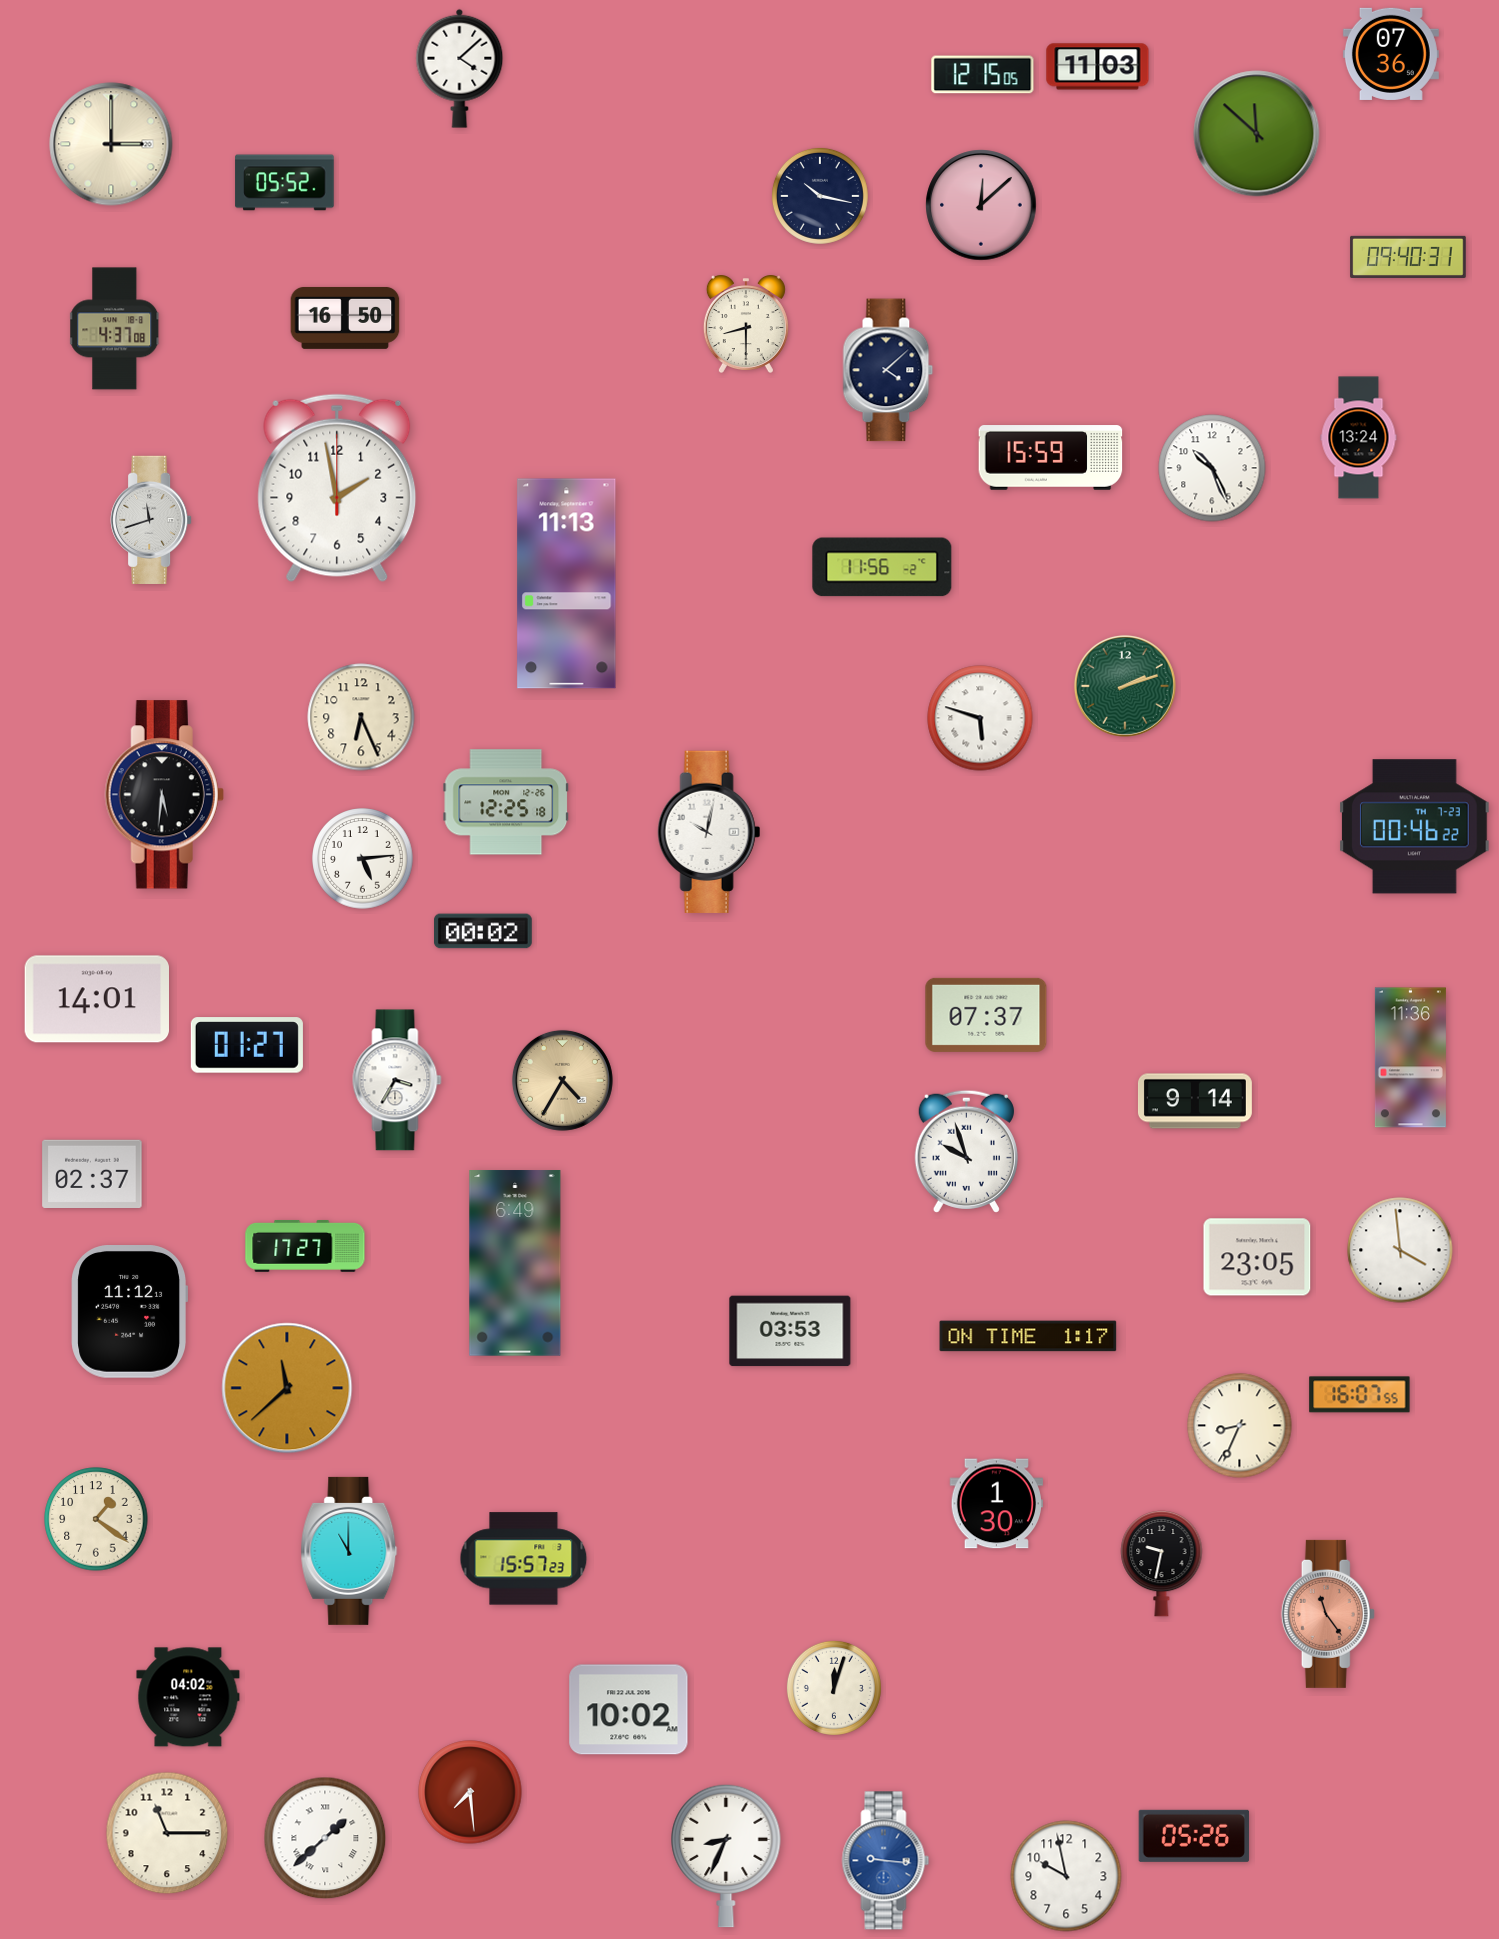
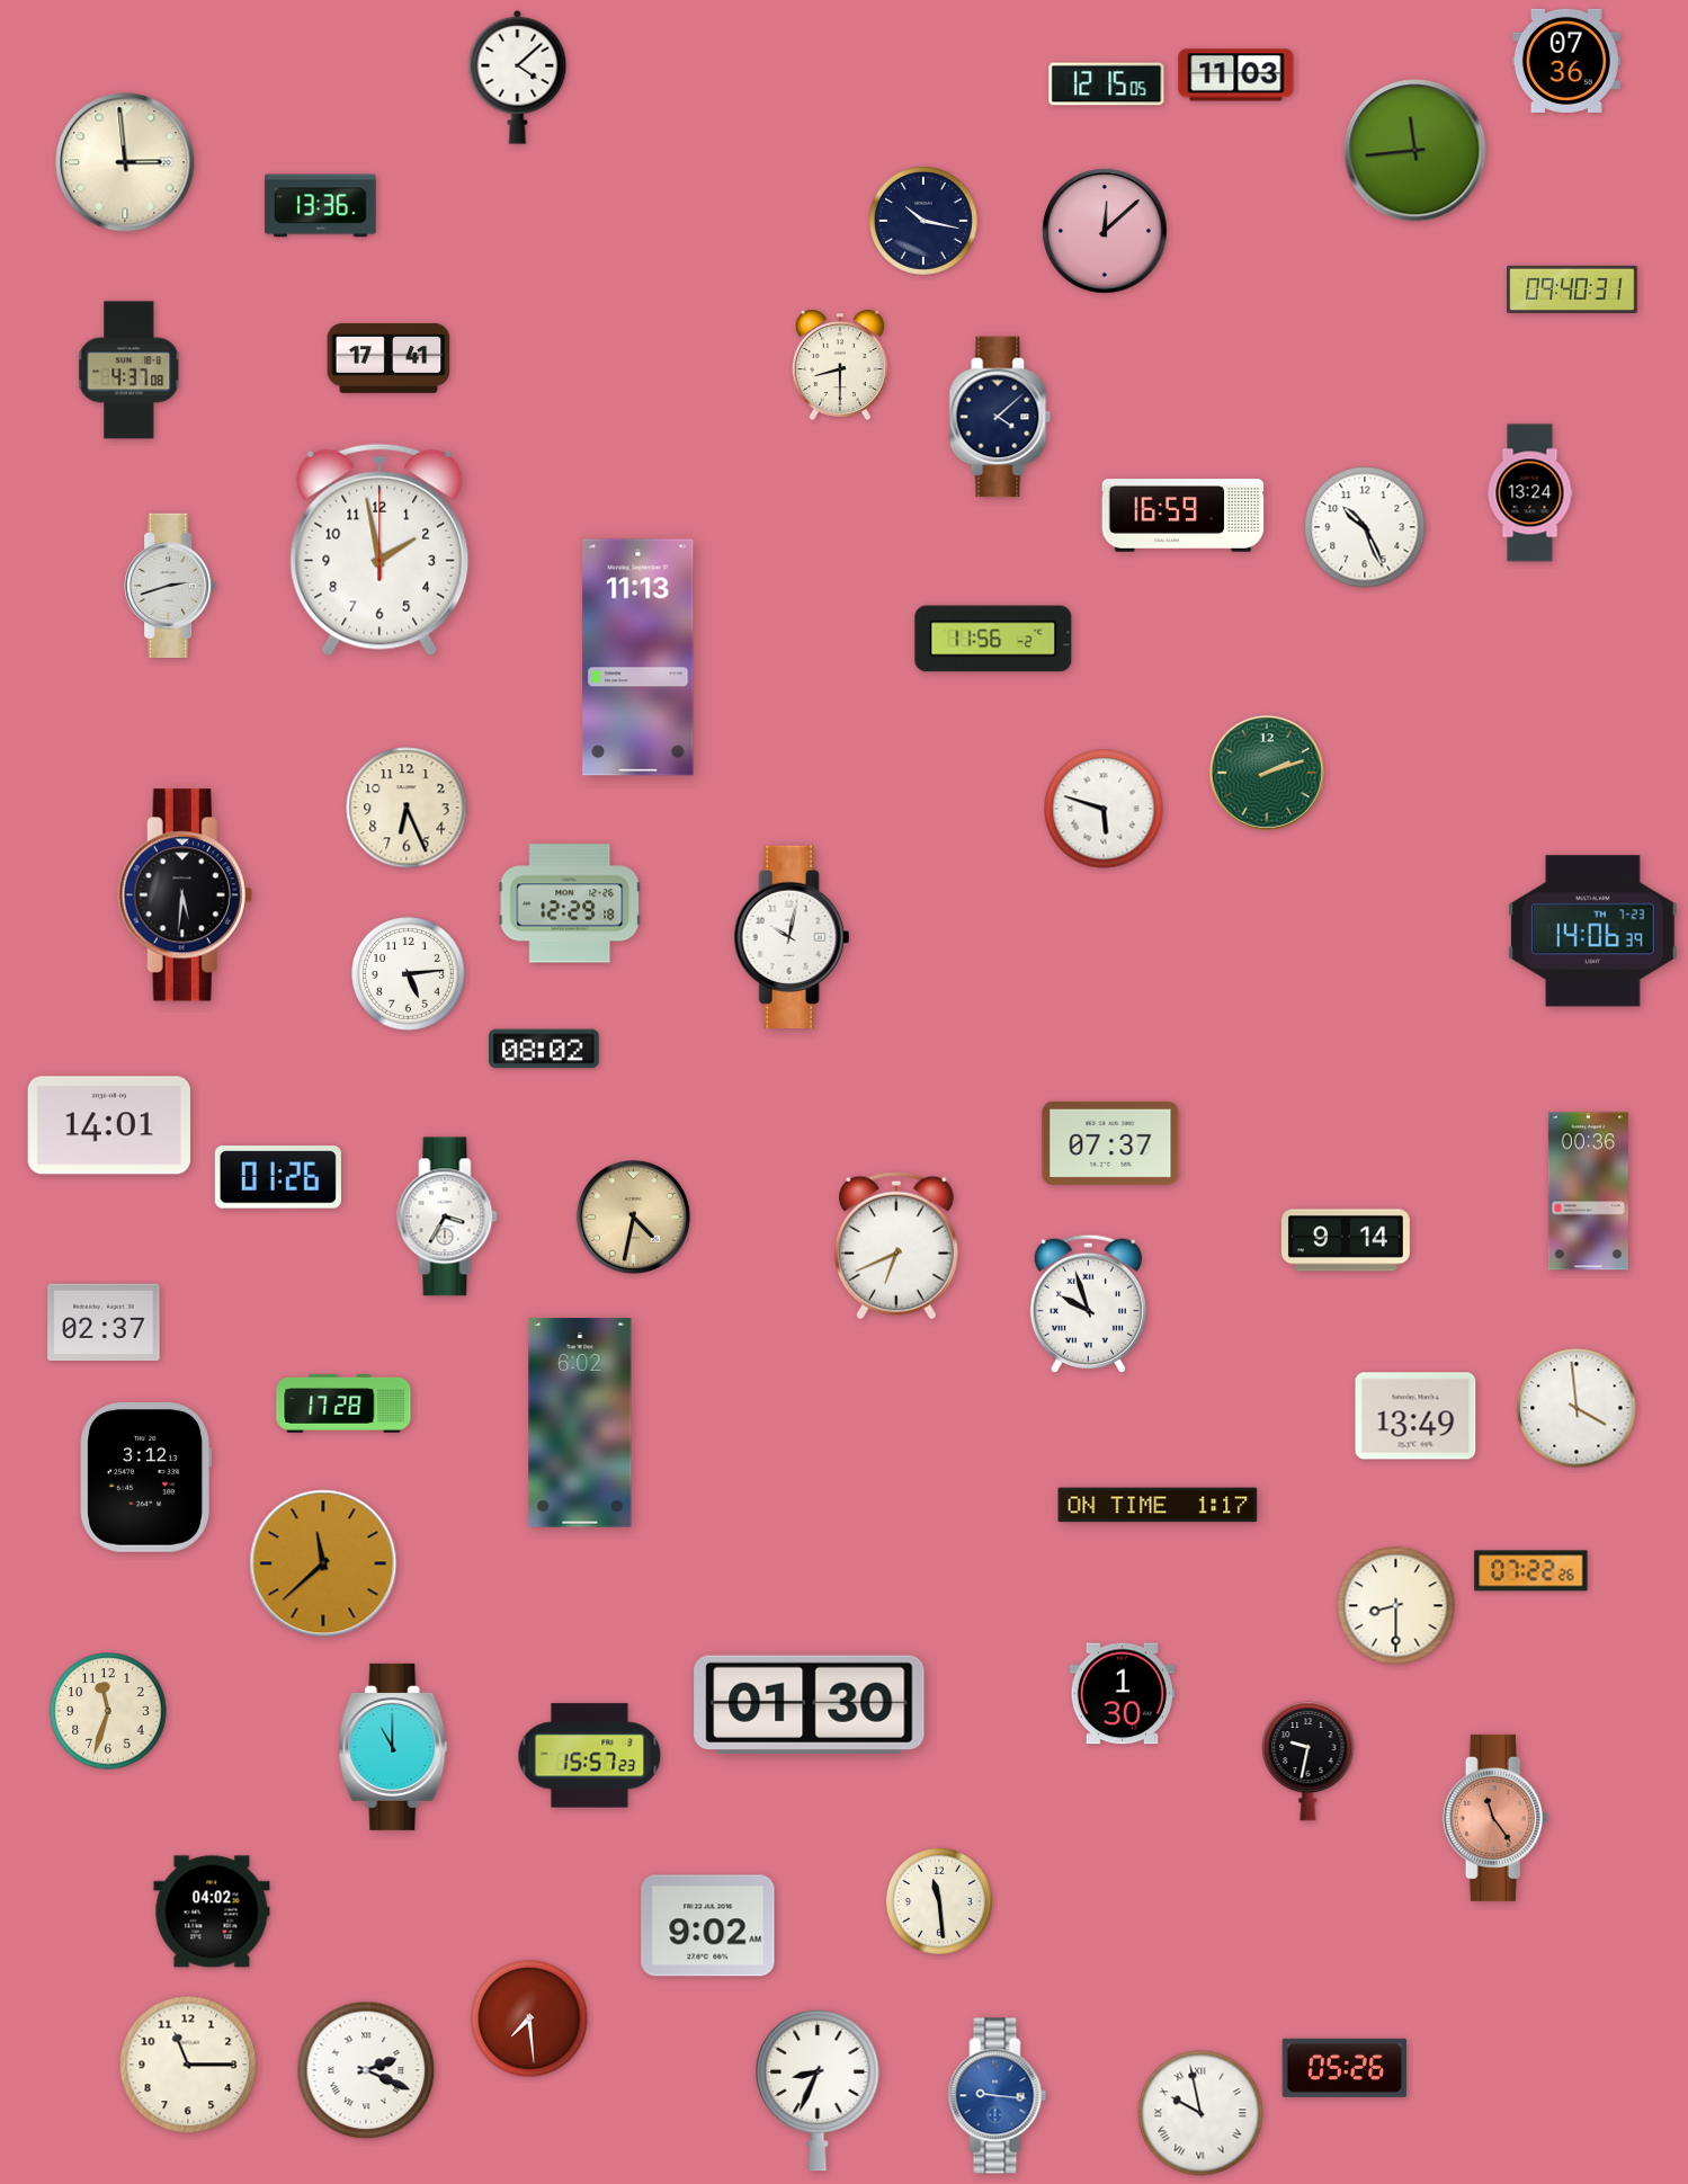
clock at (1257, 134): 11:52 -> 11:44
clock at (111, 144): 3:00 -> 2:59
clock at (285, 183): 05:52 -> 13:36
clock at (1408, 257) position: (1408, 257) -> (1572, 289)
clock at (345, 318): 16:50 -> 17:41
clock at (1051, 458): 15:59 -> 16:59
clock at (151, 520): 11:42 -> 2:42
clock at (506, 802): 12:25 -> 12:29
clock at (1415, 827): 00:46 -> 14:06
clock at (709, 831) position: (709, 831) -> (792, 936)
clock at (363, 859) position: (363, 859) -> (409, 974)
clock at (484, 931): 00:02 -> 08:02
clock at (247, 1045): 01:27 -> 01:26
clock at (1410, 1058): 11:36 -> 00:36
clock at (562, 1080): 4:35 -> 4:32
clock at (896, 1246): none -> 6:41
clock at (966, 1151) position: (966, 1151) -> (1088, 1303)
clock at (305, 1246): 17:27 -> 17:28
clock at (1257, 1257): 23:05 -> 13:49
clock at (515, 1263): 6:49 -> 6:02
clock at (129, 1312): 11:12 -> 3:12
clock at (790, 1331): 03:53 -> none
clock at (1360, 1395): 16:07 -> 07:22
clock at (1240, 1426): 8:34 -> 8:30
clock at (810, 1704): none -> 01:30
clock at (96, 1519): 1:21 -> 11:33
clock at (834, 1688): 12:03 -> 11:29
clock at (629, 1710): 10:02 -> 9:02
clock at (325, 1838): 1:38 -> 2:19
clock at (1066, 1876) numerals: Arabic -> Roman
